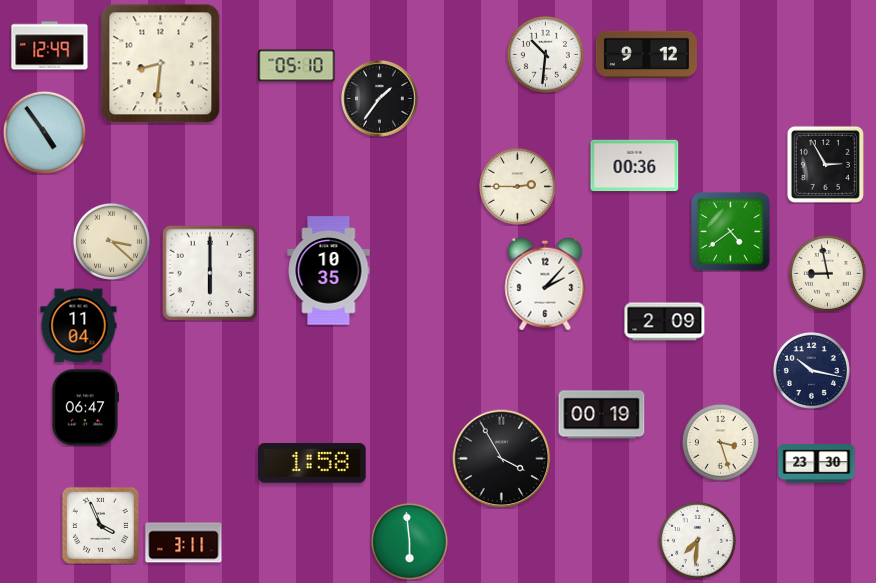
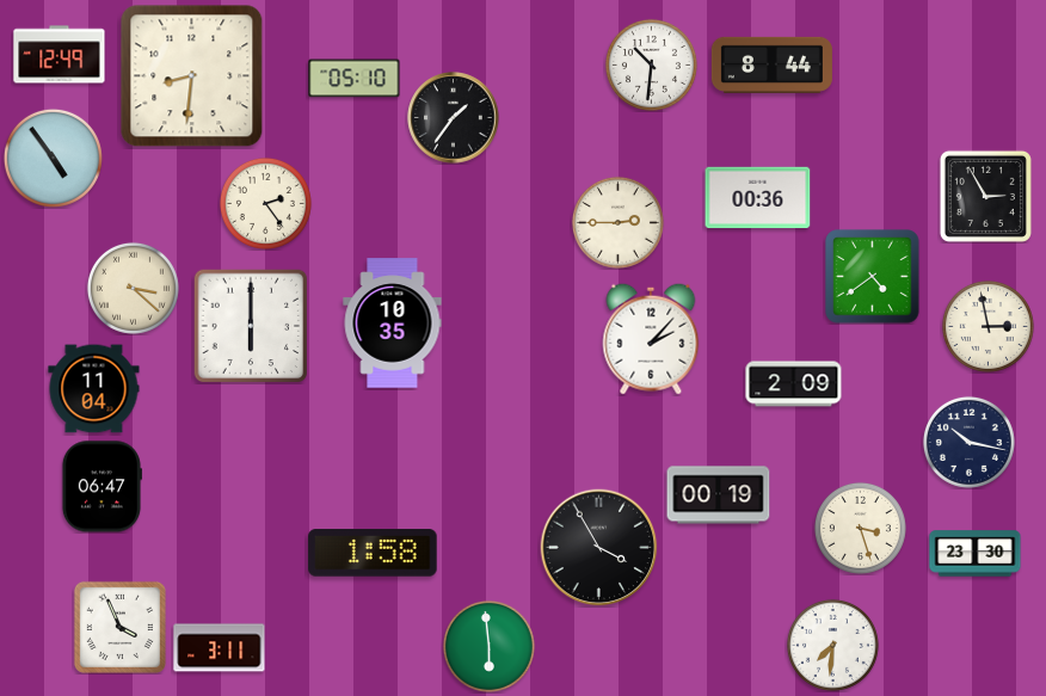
clock at (646, 54): 9:12 -> 8:44
clock at (265, 203): none -> 2:24
clock at (827, 273): 8:58 -> 2:58
